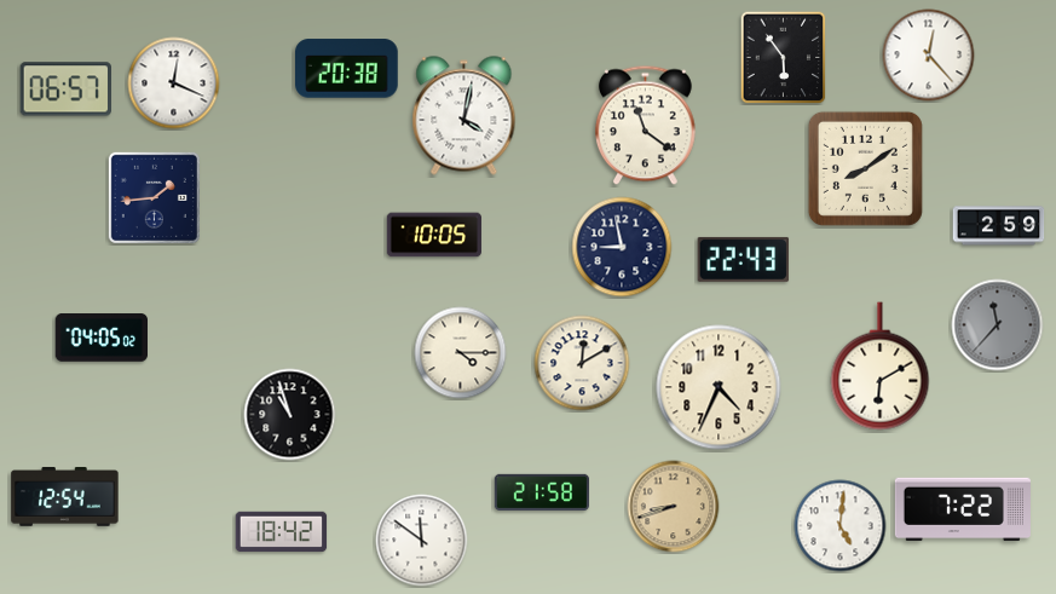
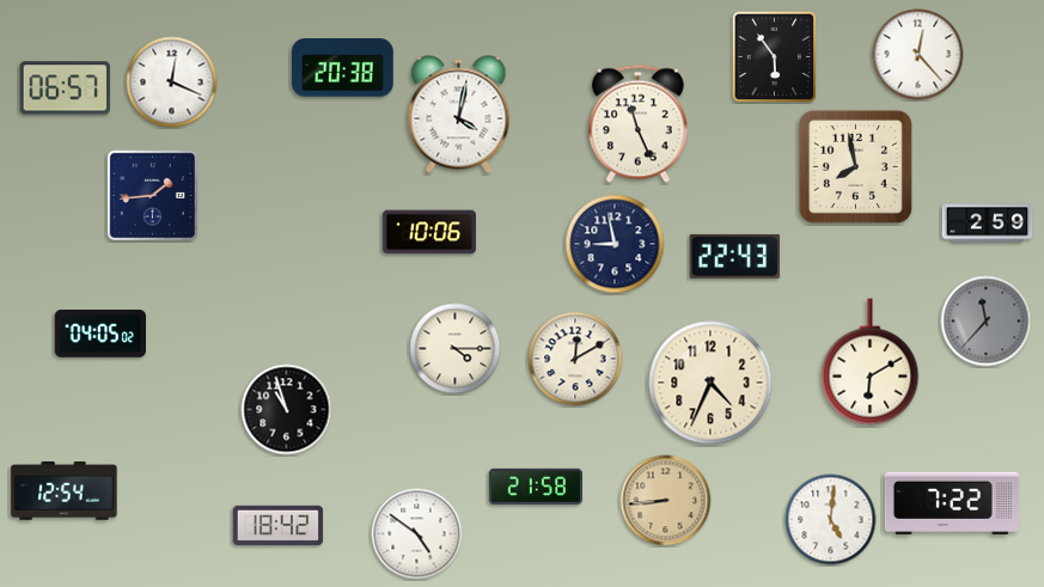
clock at (645, 126): 11:21 -> 11:26
clock at (865, 168): 8:09 -> 7:58
clock at (433, 235): 10:05 -> 10:06
clock at (674, 507): 8:42 -> 8:44
clock at (422, 541): 11:51 -> 4:51
